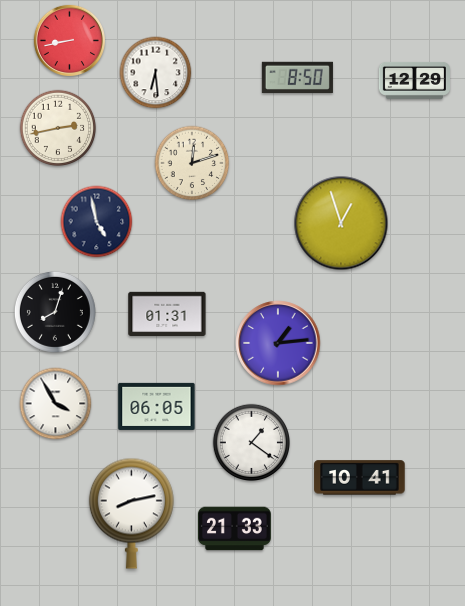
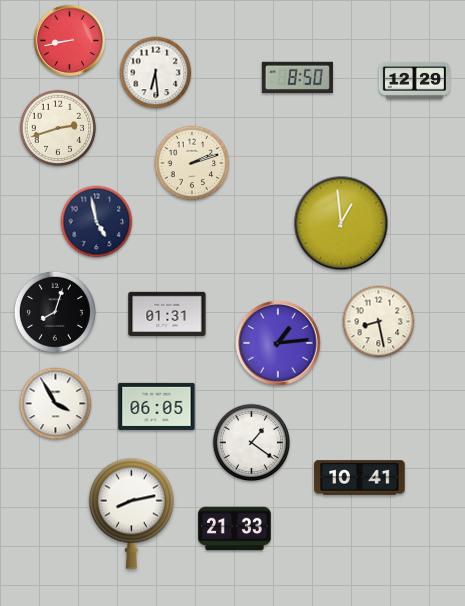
clock at (58, 128): 2:43 -> 2:42
clock at (192, 163): 12:12 -> 2:12
clock at (341, 223): 12:57 -> 12:59
clock at (379, 322): none -> 8:28
